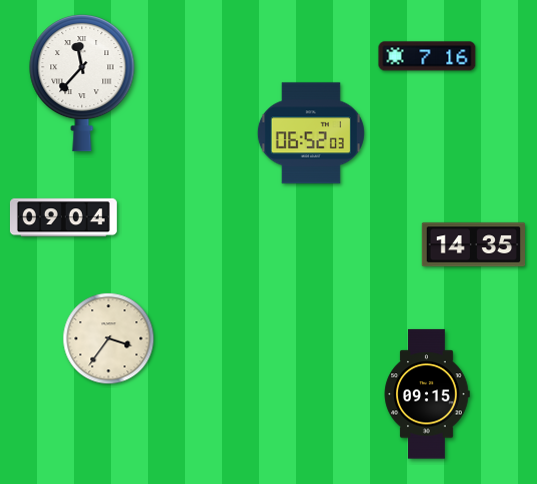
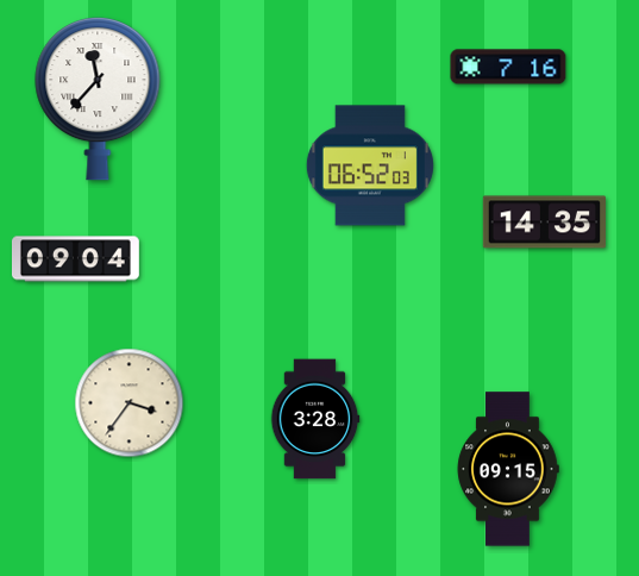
clock at (311, 133) position: (311, 133) -> (370, 165)
clock at (473, 245) position: (473, 245) -> (544, 223)
clock at (315, 419): none -> 3:28
